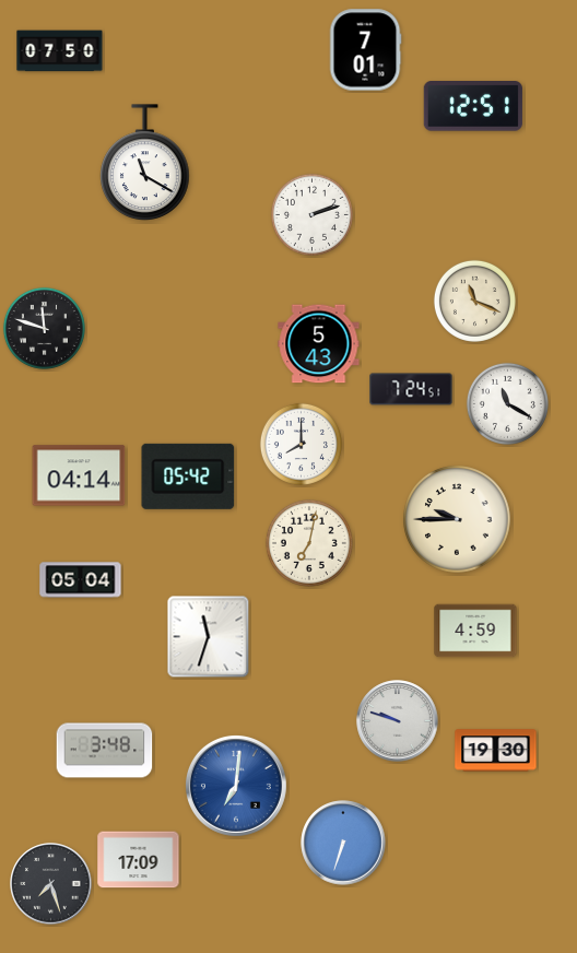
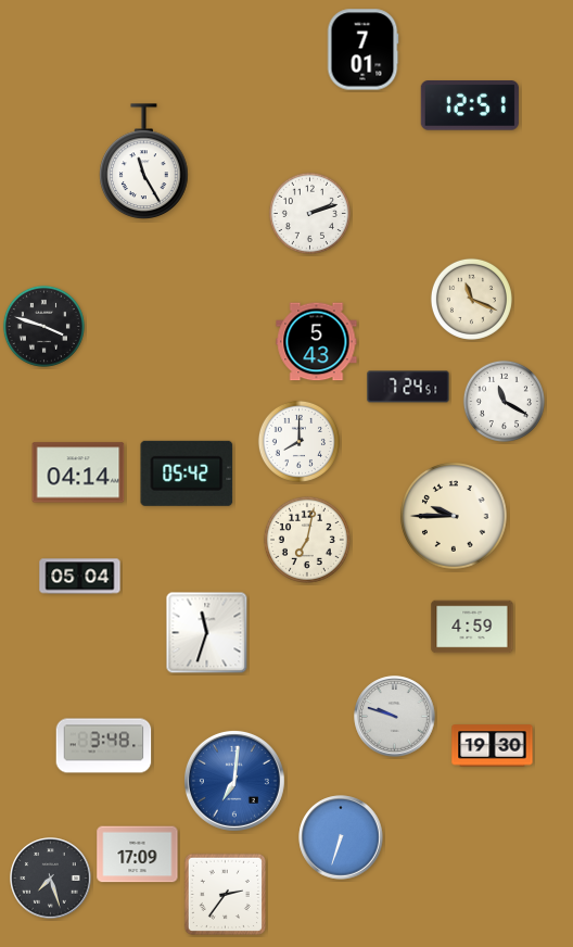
clock at (60, 51): 07:50 -> none
clock at (145, 162): 11:20 -> 11:25
clock at (44, 328): 11:48 -> 3:48
clock at (225, 894): none -> 2:36
